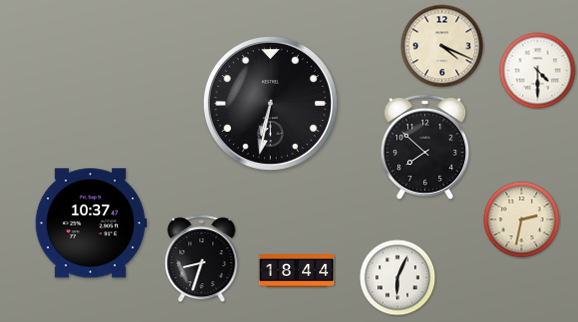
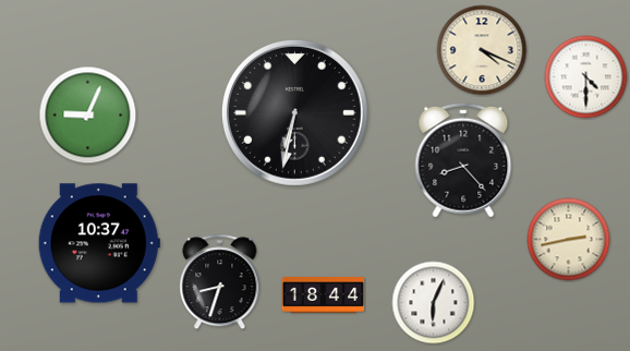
clock at (88, 116): none -> 9:04
clock at (425, 147): 7:52 -> 8:23
clock at (522, 220): 2:32 -> 2:43
